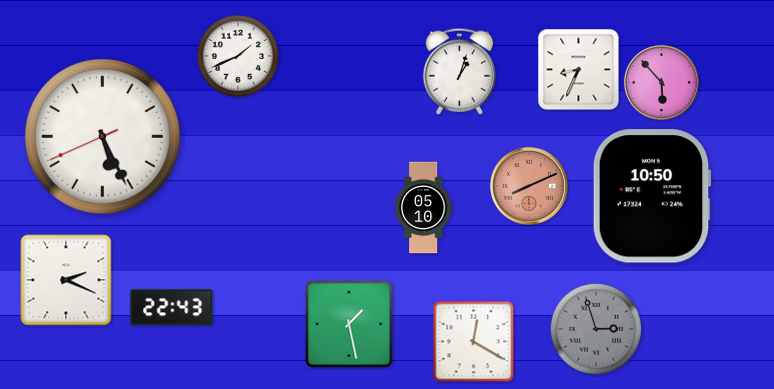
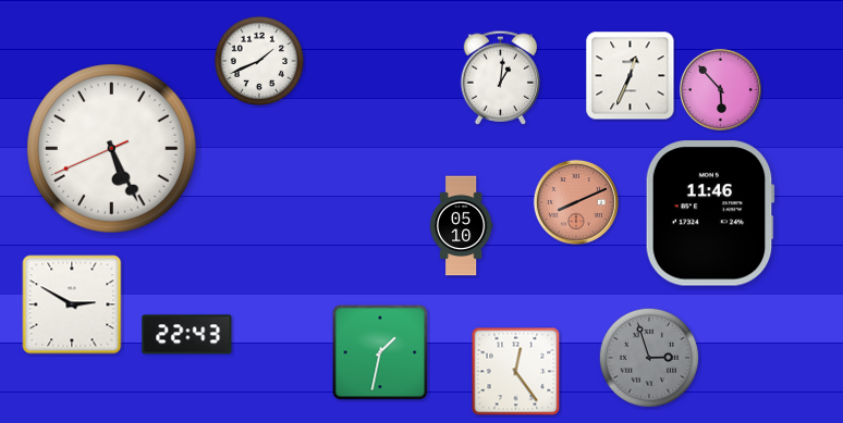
clock at (579, 70): 8:34 -> 12:34
clock at (459, 71): 1:03 -> 1:01
clock at (652, 196): 10:50 -> 11:46
clock at (66, 280): 2:19 -> 2:50
clock at (349, 324): 1:28 -> 1:32
clock at (474, 342): 12:20 -> 12:24
